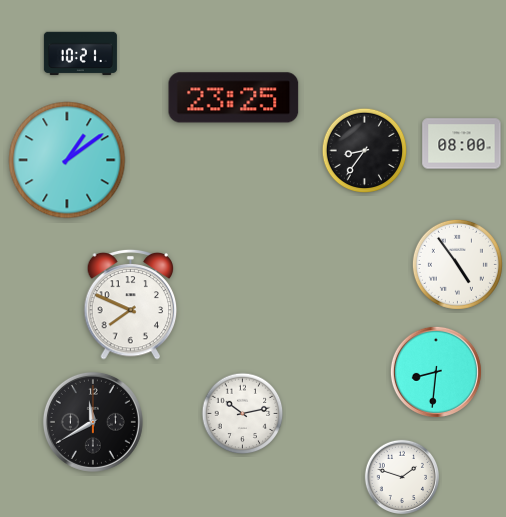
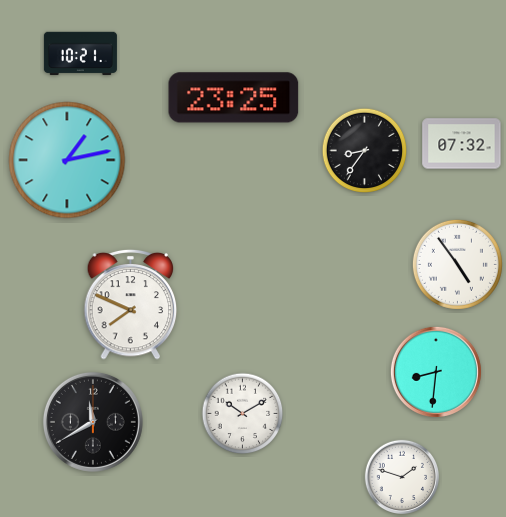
clock at (462, 144): 08:00 -> 07:32
clock at (67, 160): 1:09 -> 1:13
clock at (243, 414): 10:13 -> 10:10
